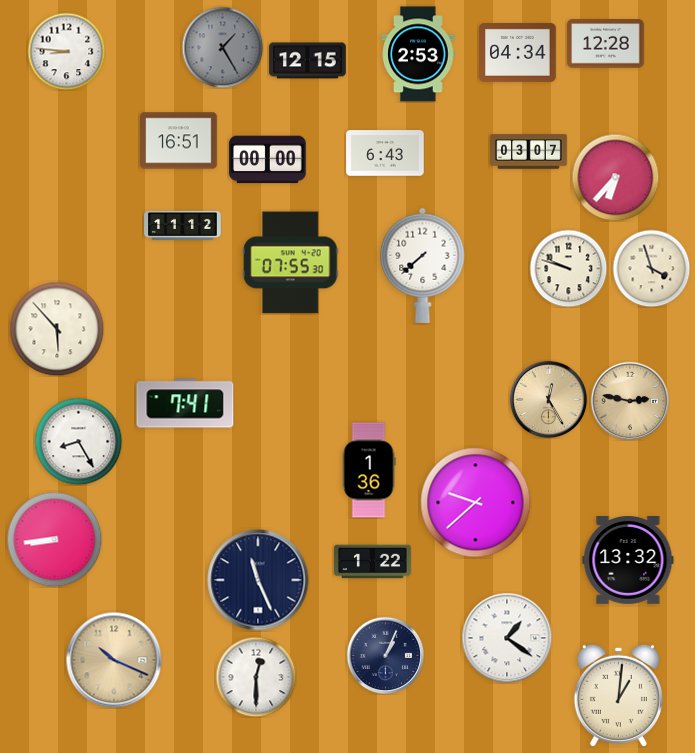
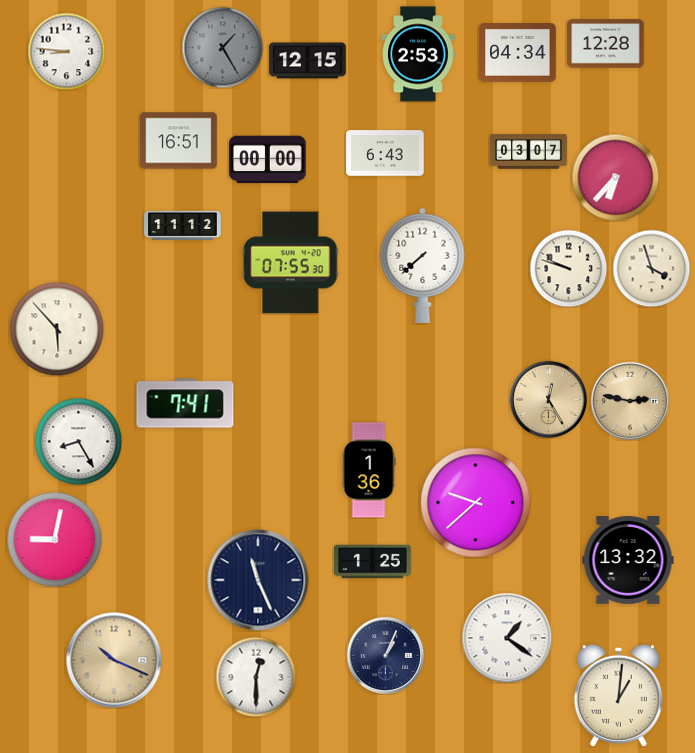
clock at (54, 539): 8:44 -> 9:02
clock at (373, 562): 1:22 -> 1:25
